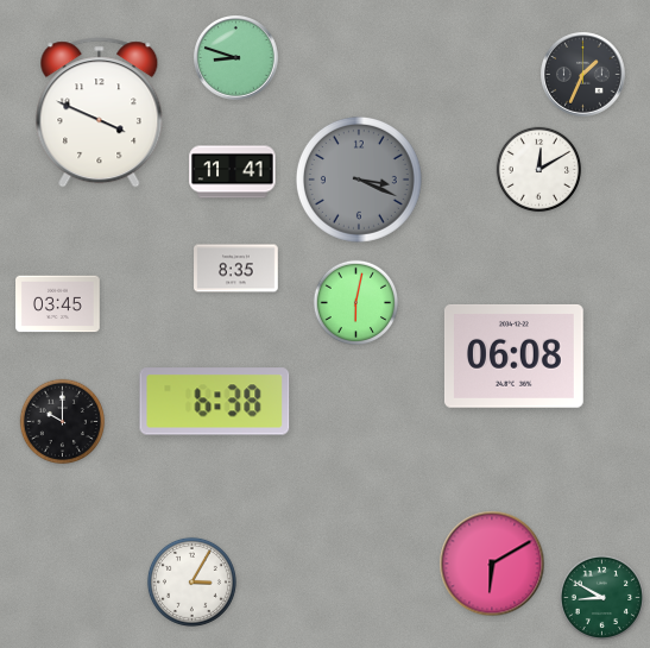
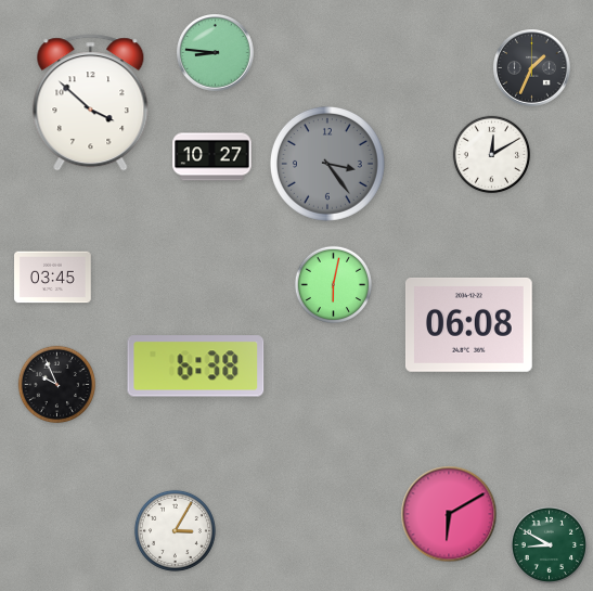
clock at (236, 58): 8:48 -> 8:46
clock at (100, 113): 3:49 -> 3:52
clock at (233, 172): 11:41 -> 10:27
clock at (359, 180): 3:19 -> 3:24
clock at (236, 269): 8:35 -> none
clock at (356, 303) position: (356, 303) -> (334, 285)
clock at (63, 422): 10:00 -> 9:56
